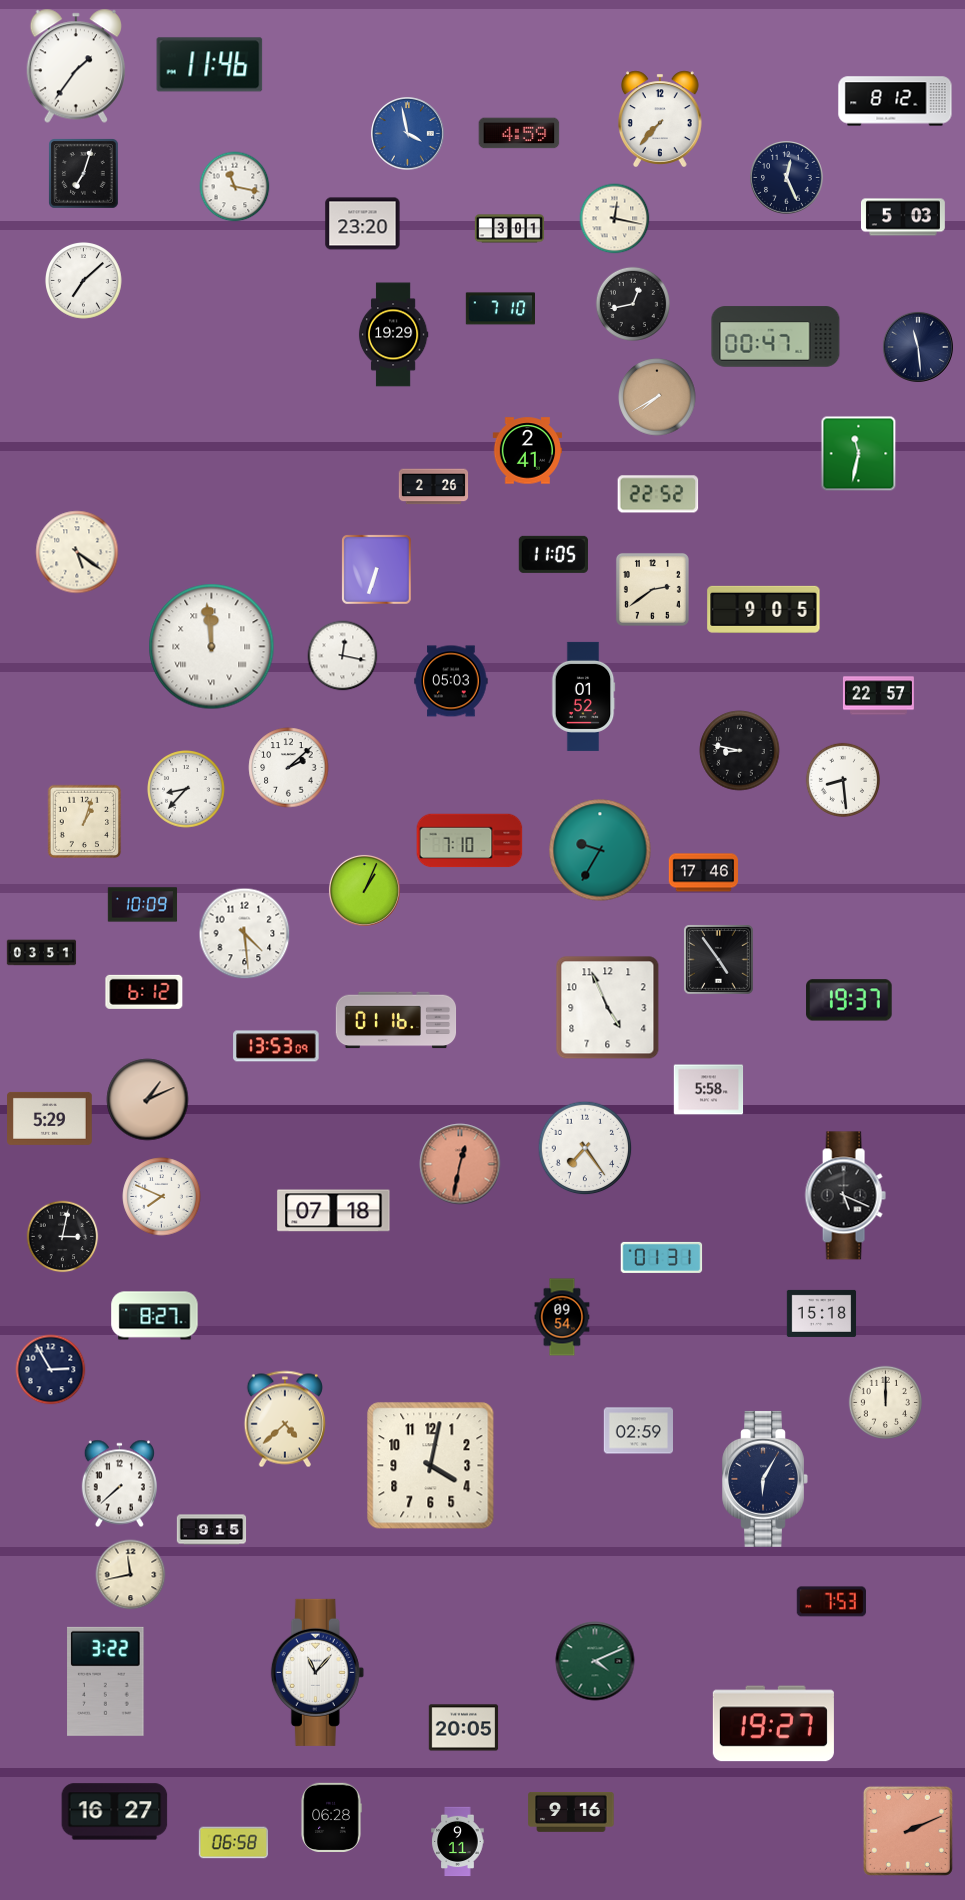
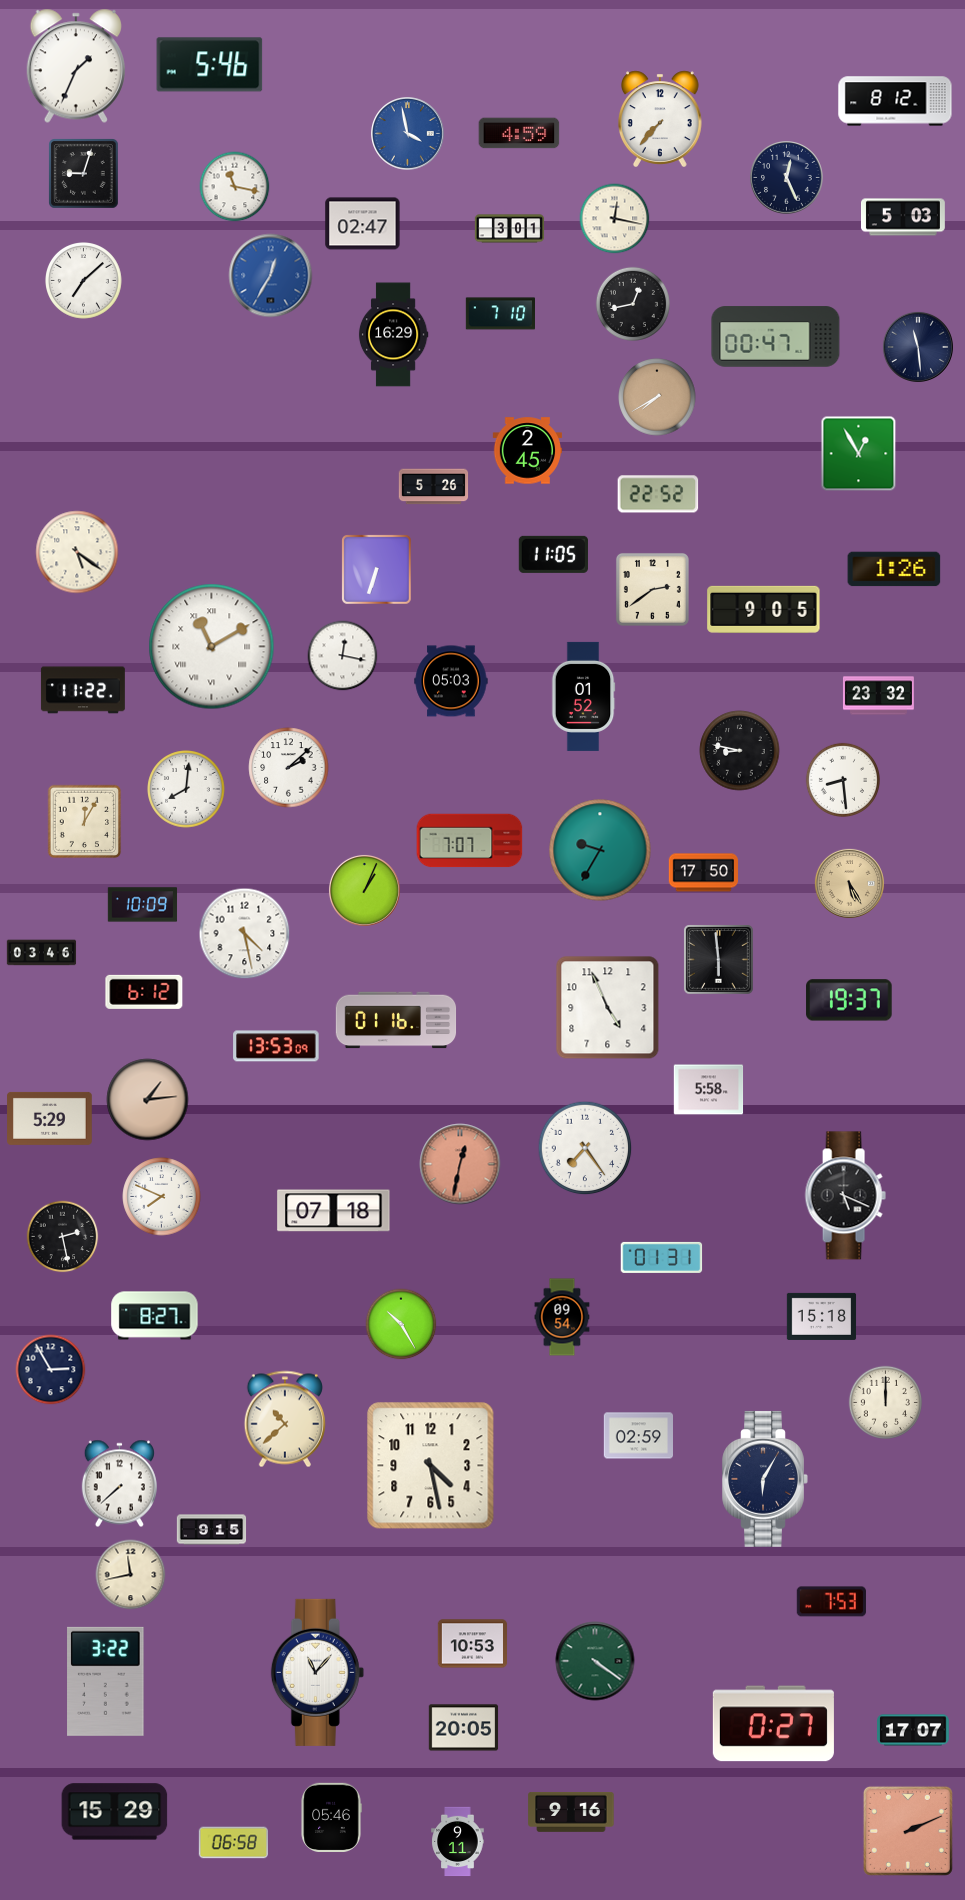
clock at (210, 65): 11:46 -> 5:46
clock at (76, 66): 1:36 -> 1:34
clock at (84, 174): 7:03 -> 9:03
clock at (363, 224): 23:20 -> 02:47
clock at (271, 276): none -> 12:35
clock at (500, 309) position: (500, 309) -> (500, 314)
clock at (393, 335): 19:29 -> 16:29
clock at (528, 451): 2:41 -> 2:45
clock at (859, 454): 11:32 -> 12:55
clock at (434, 487): 2:26 -> 5:26
clock at (894, 569): none -> 1:26
clock at (212, 647): 11:59 -> 11:10
clock at (83, 690): none -> 11:22
clock at (878, 696): 22:57 -> 23:32
clock at (186, 789): 8:37 -> 8:01
clock at (85, 822): 1:03 -> 12:05
clock at (470, 841): 7:10 -> 7:07
clock at (704, 873): 17:46 -> 17:50
clock at (849, 883): none -> 5:25
clock at (245, 934): 4:29 -> 4:28
clock at (42, 953): 03:51 -> 03:46
clock at (719, 960): 4:54 -> 5:59
clock at (148, 1100): 1:11 -> 1:14
clock at (63, 1237): 3:02 -> 2:28
clock at (822, 1313) position: (822, 1313) -> (822, 1316)
clock at (401, 1324): none -> 10:25
clock at (285, 1419): 4:38 -> 10:38
clock at (638, 1431) position: (638, 1431) -> (638, 1436)
clock at (431, 1466): 4:02 -> 4:28
clock at (473, 1644): none -> 10:53
clock at (595, 1661): 4:11 -> 4:21
clock at (773, 1724): 19:27 -> 0:27
clock at (913, 1730): none -> 17:07
clock at (115, 1812): 16:27 -> 15:29
clock at (331, 1817): 06:28 -> 05:46
